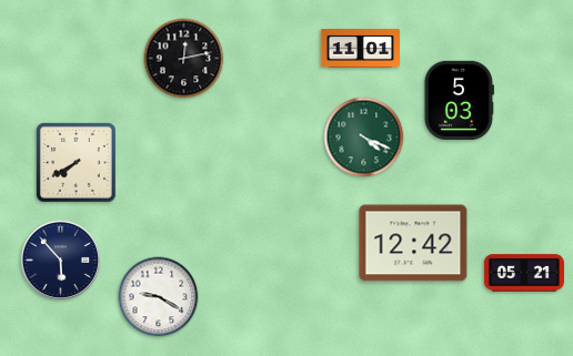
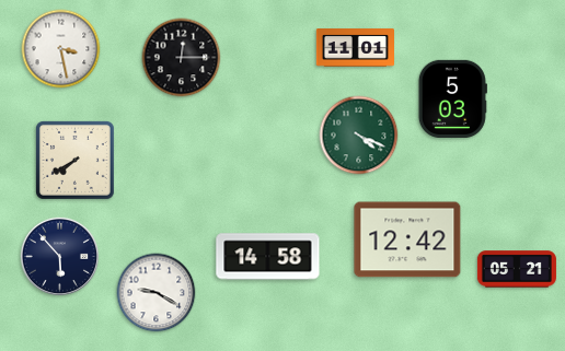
clock at (61, 49): none -> 3:28
clock at (184, 59): 12:13 -> 12:15
clock at (268, 257): none -> 14:58
